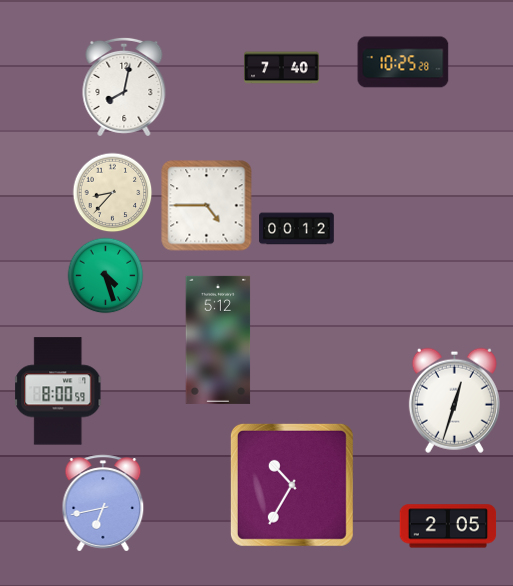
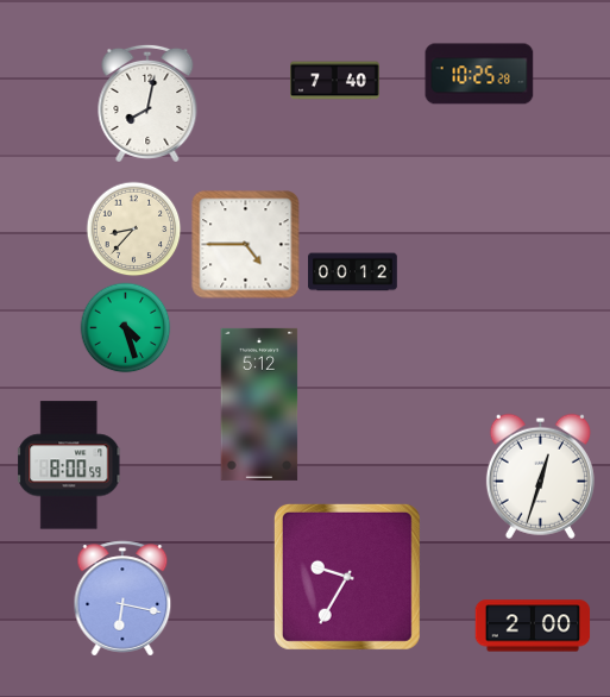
clock at (292, 485): 10:35 -> 9:35
clock at (103, 503): 6:43 -> 6:17
clock at (448, 526): 2:05 -> 2:00
